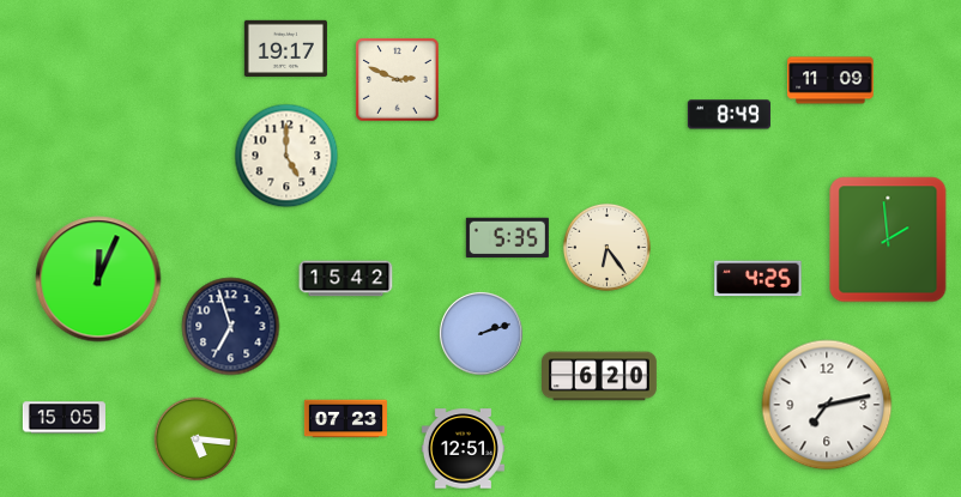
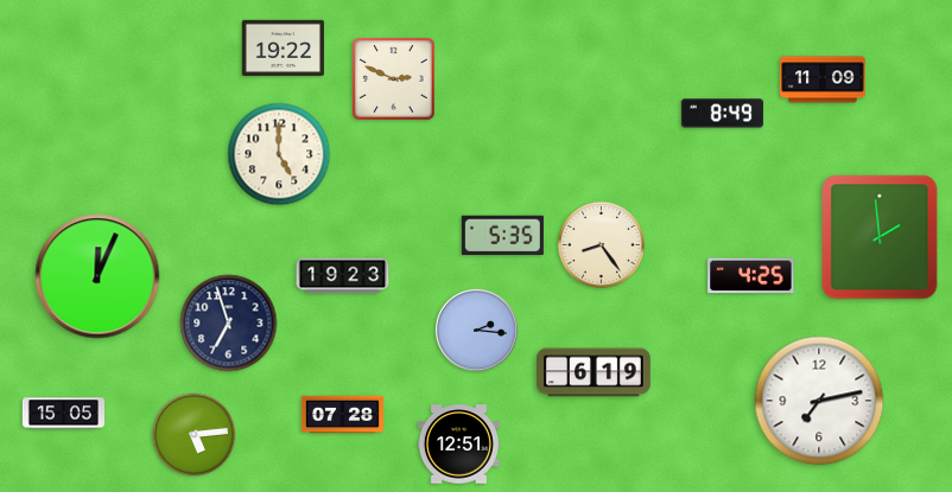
clock at (285, 48): 19:17 -> 19:22
clock at (286, 156) position: (286, 156) -> (279, 154)
clock at (606, 247): 6:24 -> 8:24
clock at (346, 279): 15:42 -> 19:23
clock at (480, 333): 2:12 -> 2:16
clock at (599, 376): 6:20 -> 6:19
clock at (345, 419): 07:23 -> 07:28
clock at (197, 440): 5:16 -> 5:14
